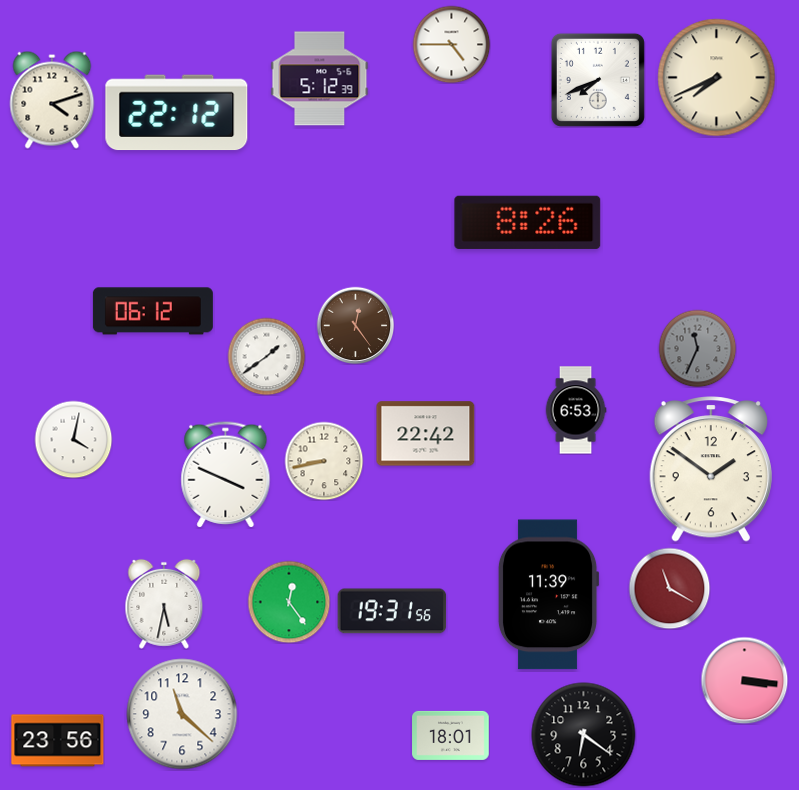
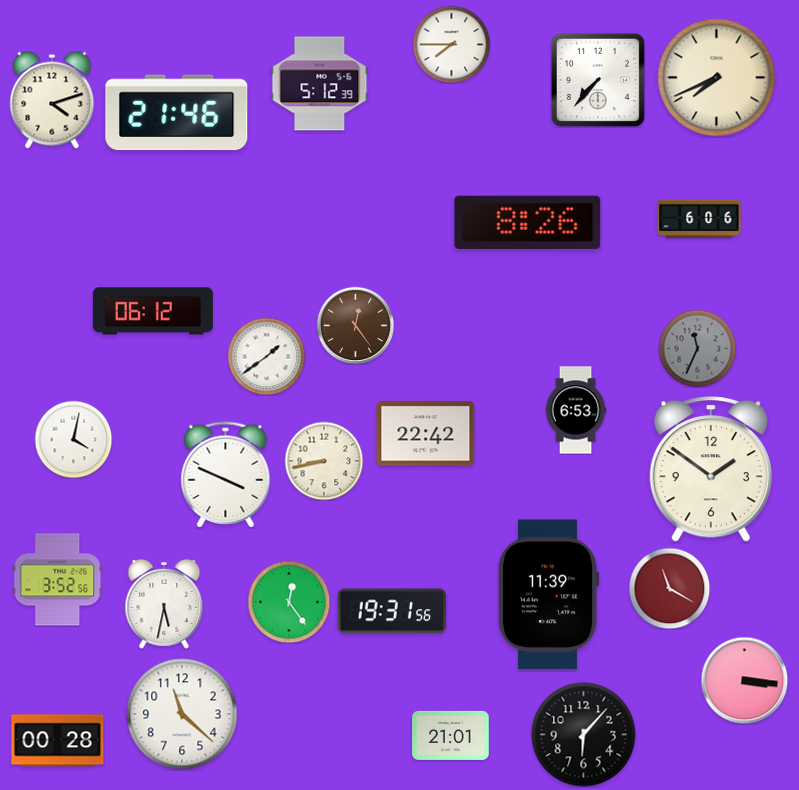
clock at (451, 44): 4:45 -> 7:45
clock at (320, 79) position: (320, 79) -> (320, 84)
clock at (598, 80): 7:41 -> 7:37
clock at (177, 113): 22:12 -> 21:46
clock at (699, 219): none -> 6:06
clock at (58, 580): none -> 3:52
clock at (451, 735): 18:01 -> 21:01
clock at (584, 735): 6:21 -> 6:07
clock at (58, 741): 23:56 -> 00:28
